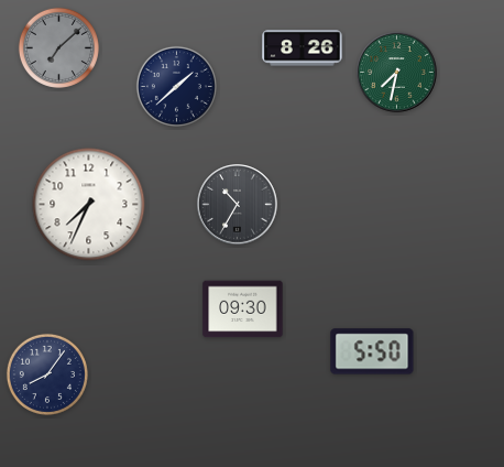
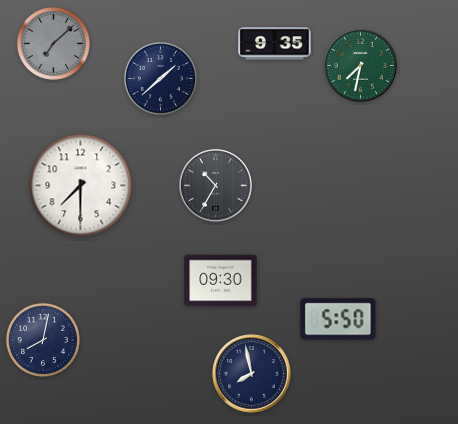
clock at (303, 48): 8:26 -> 9:35
clock at (89, 205): 7:34 -> 7:30
clock at (47, 374): 8:06 -> 8:02
clock at (252, 374): none -> 7:58
